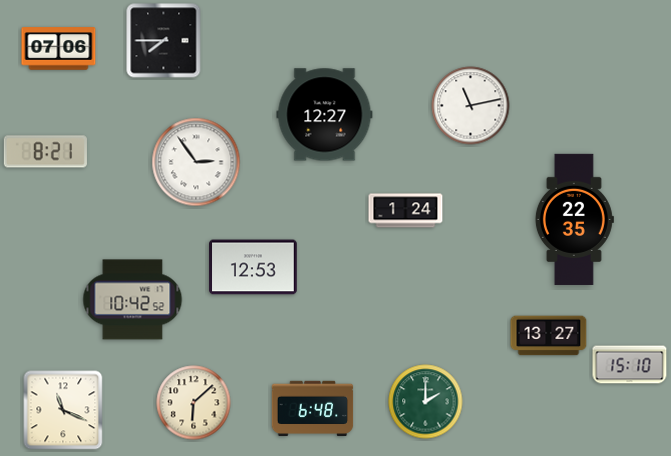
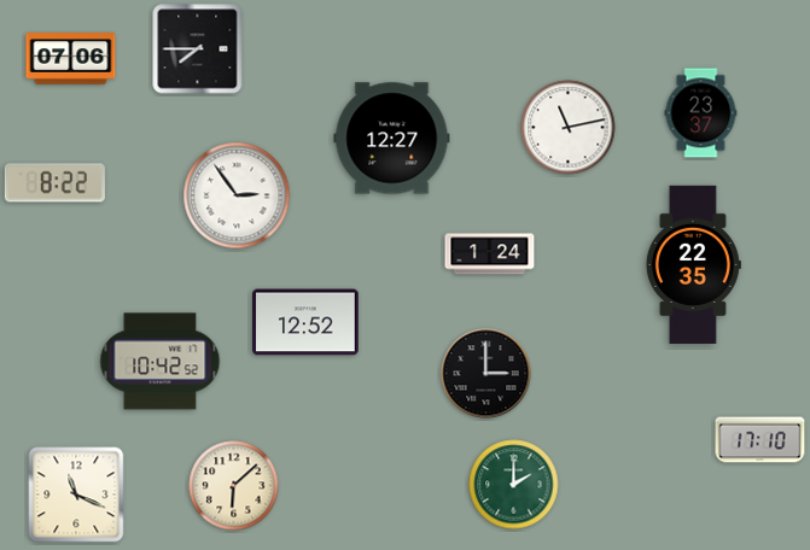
clock at (701, 113): none -> 23:37
clock at (45, 152): 8:21 -> 8:22
clock at (253, 267): 12:53 -> 12:52
clock at (486, 374): none -> 3:00
clock at (549, 336): 13:27 -> none
clock at (630, 365): 15:10 -> 17:10
clock at (313, 409): 6:48 -> none
